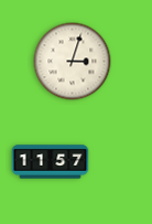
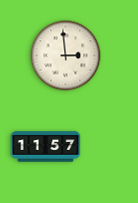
clock at (73, 62): 3:03 -> 2:59
